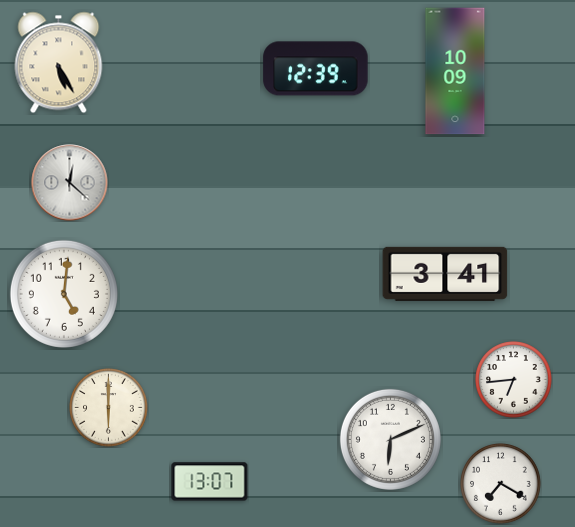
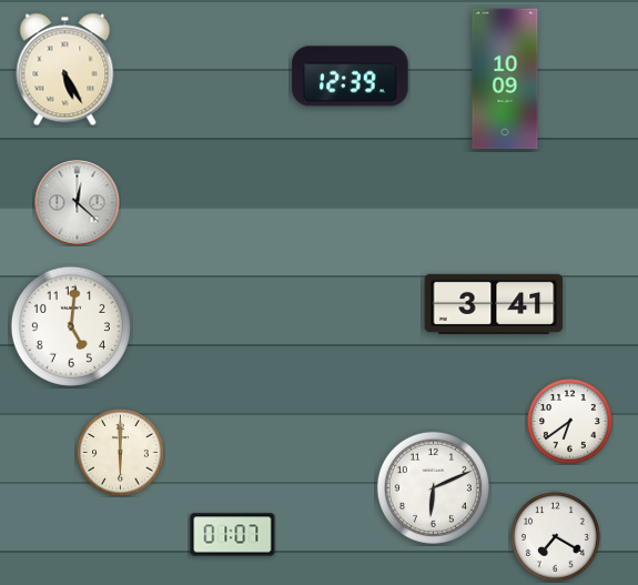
clock at (514, 380): 6:44 -> 6:39
clock at (210, 482): 13:07 -> 01:07
